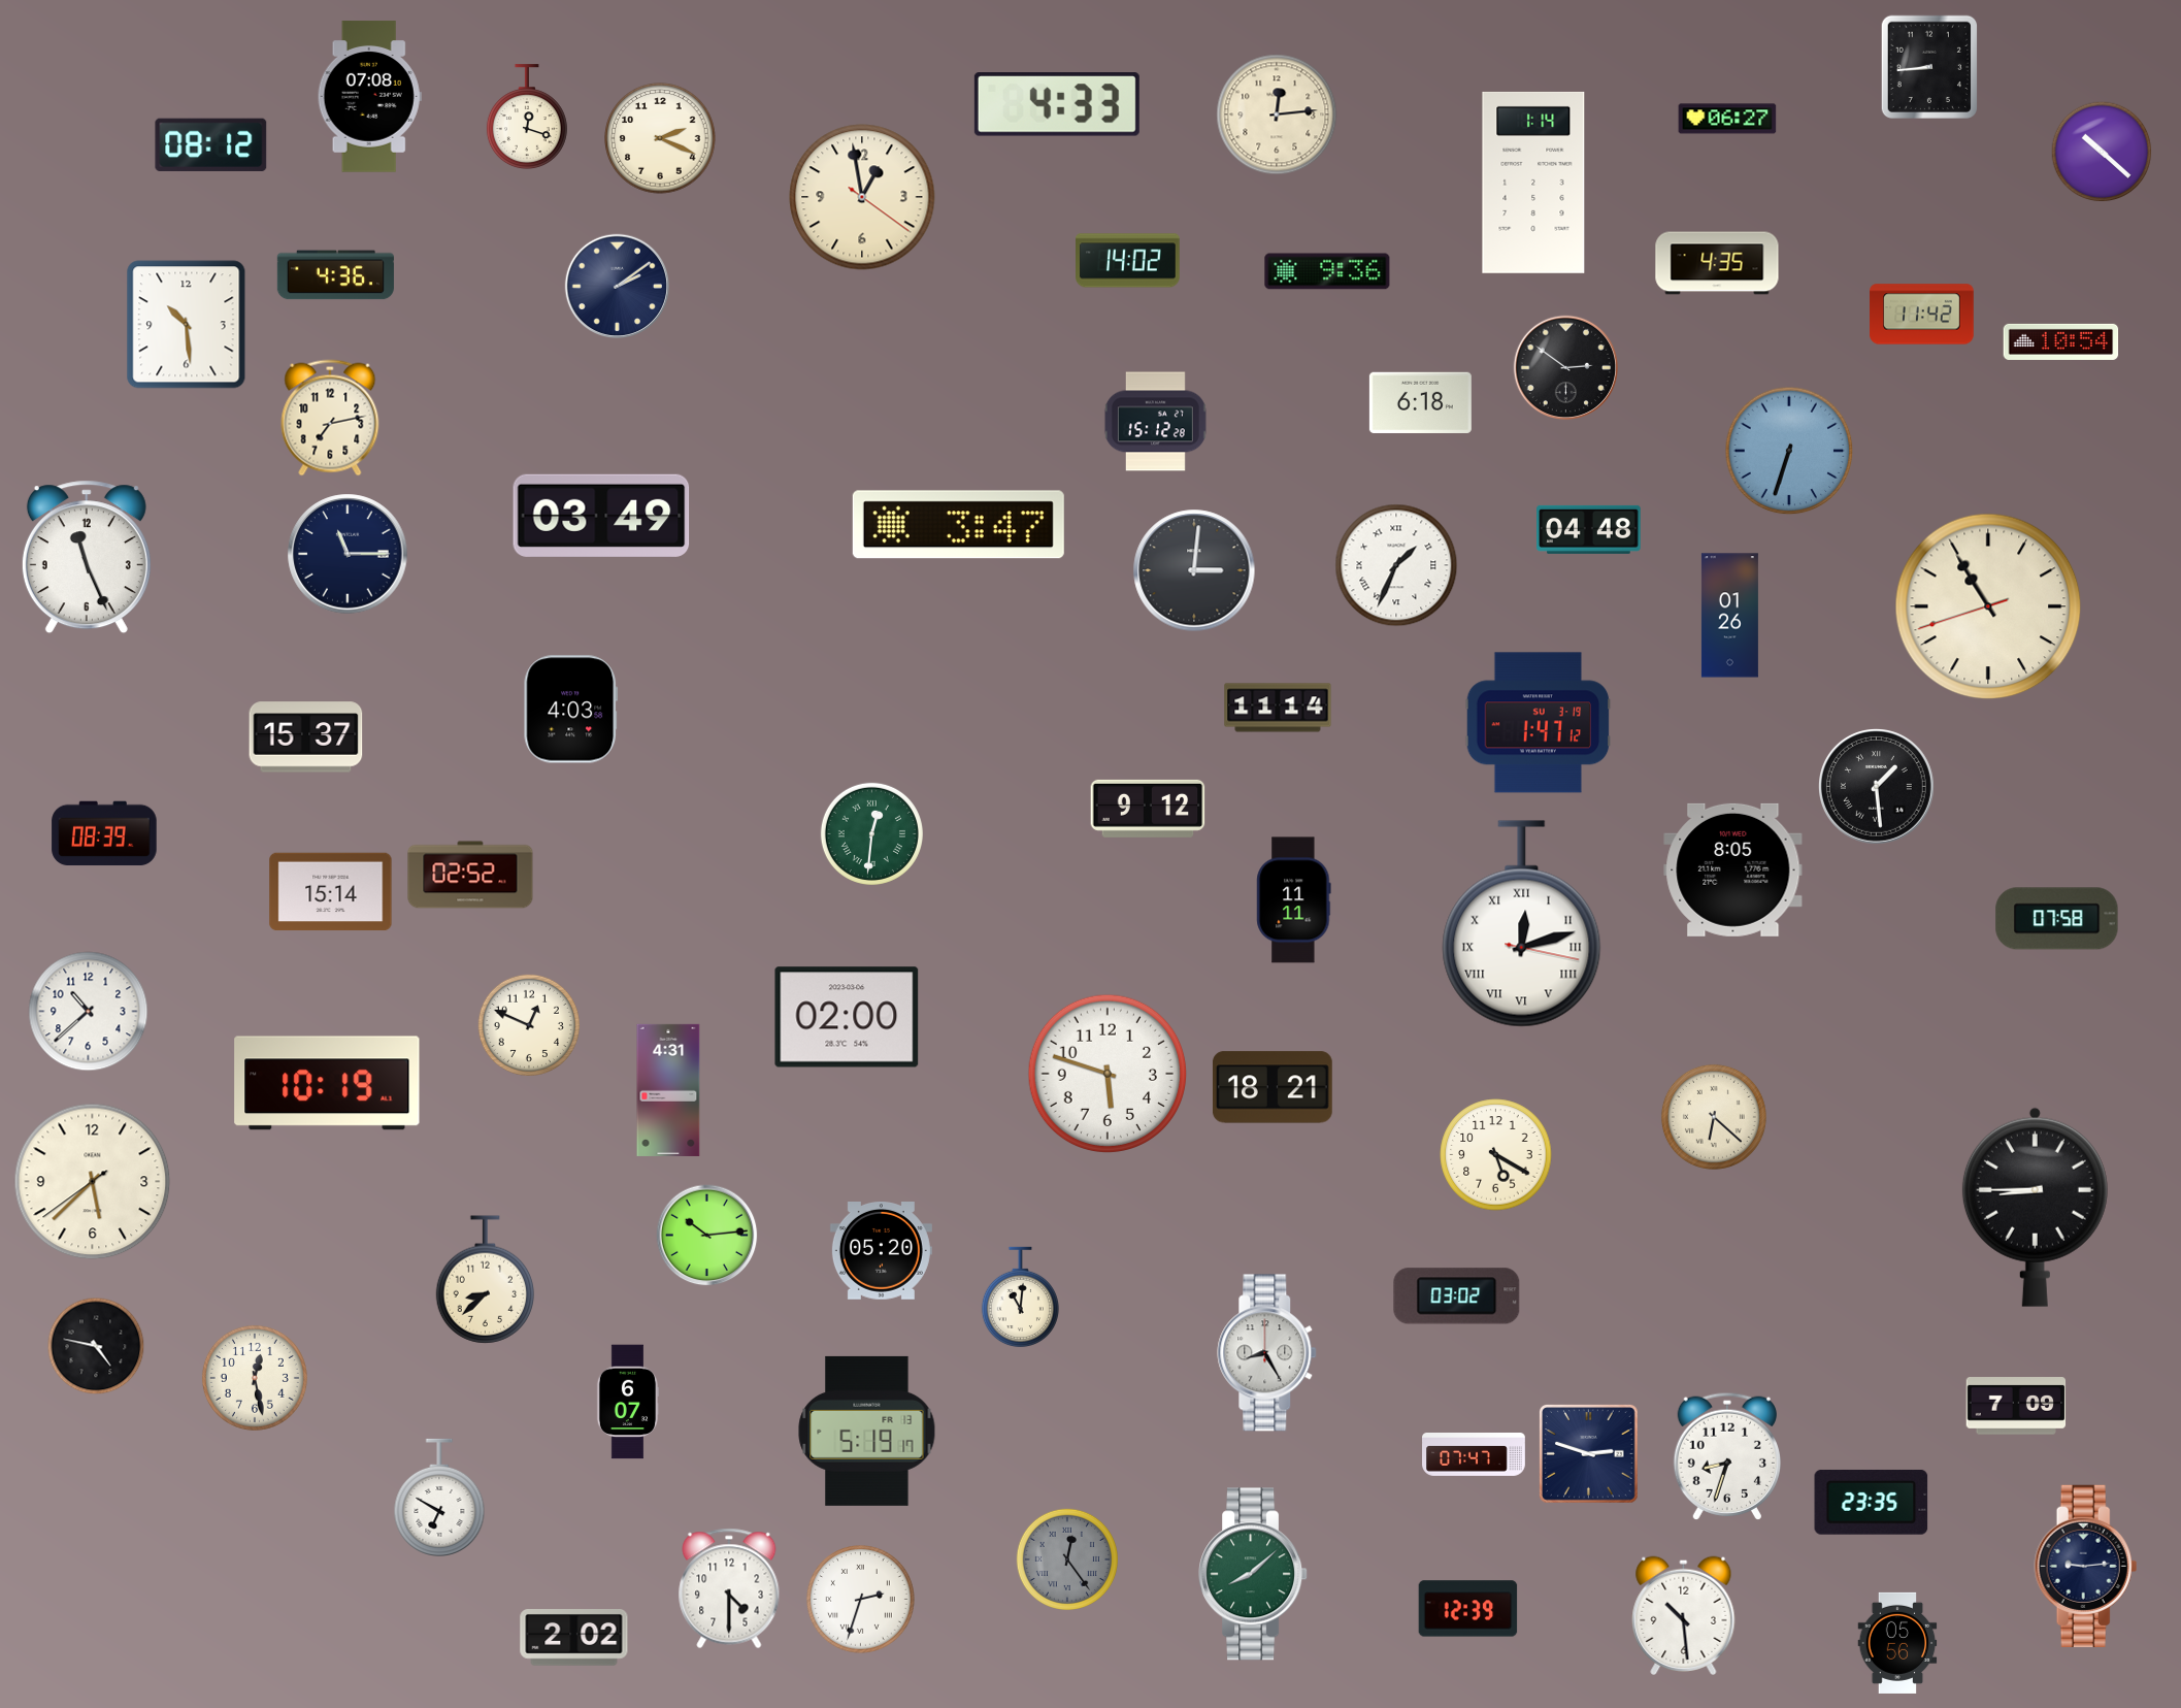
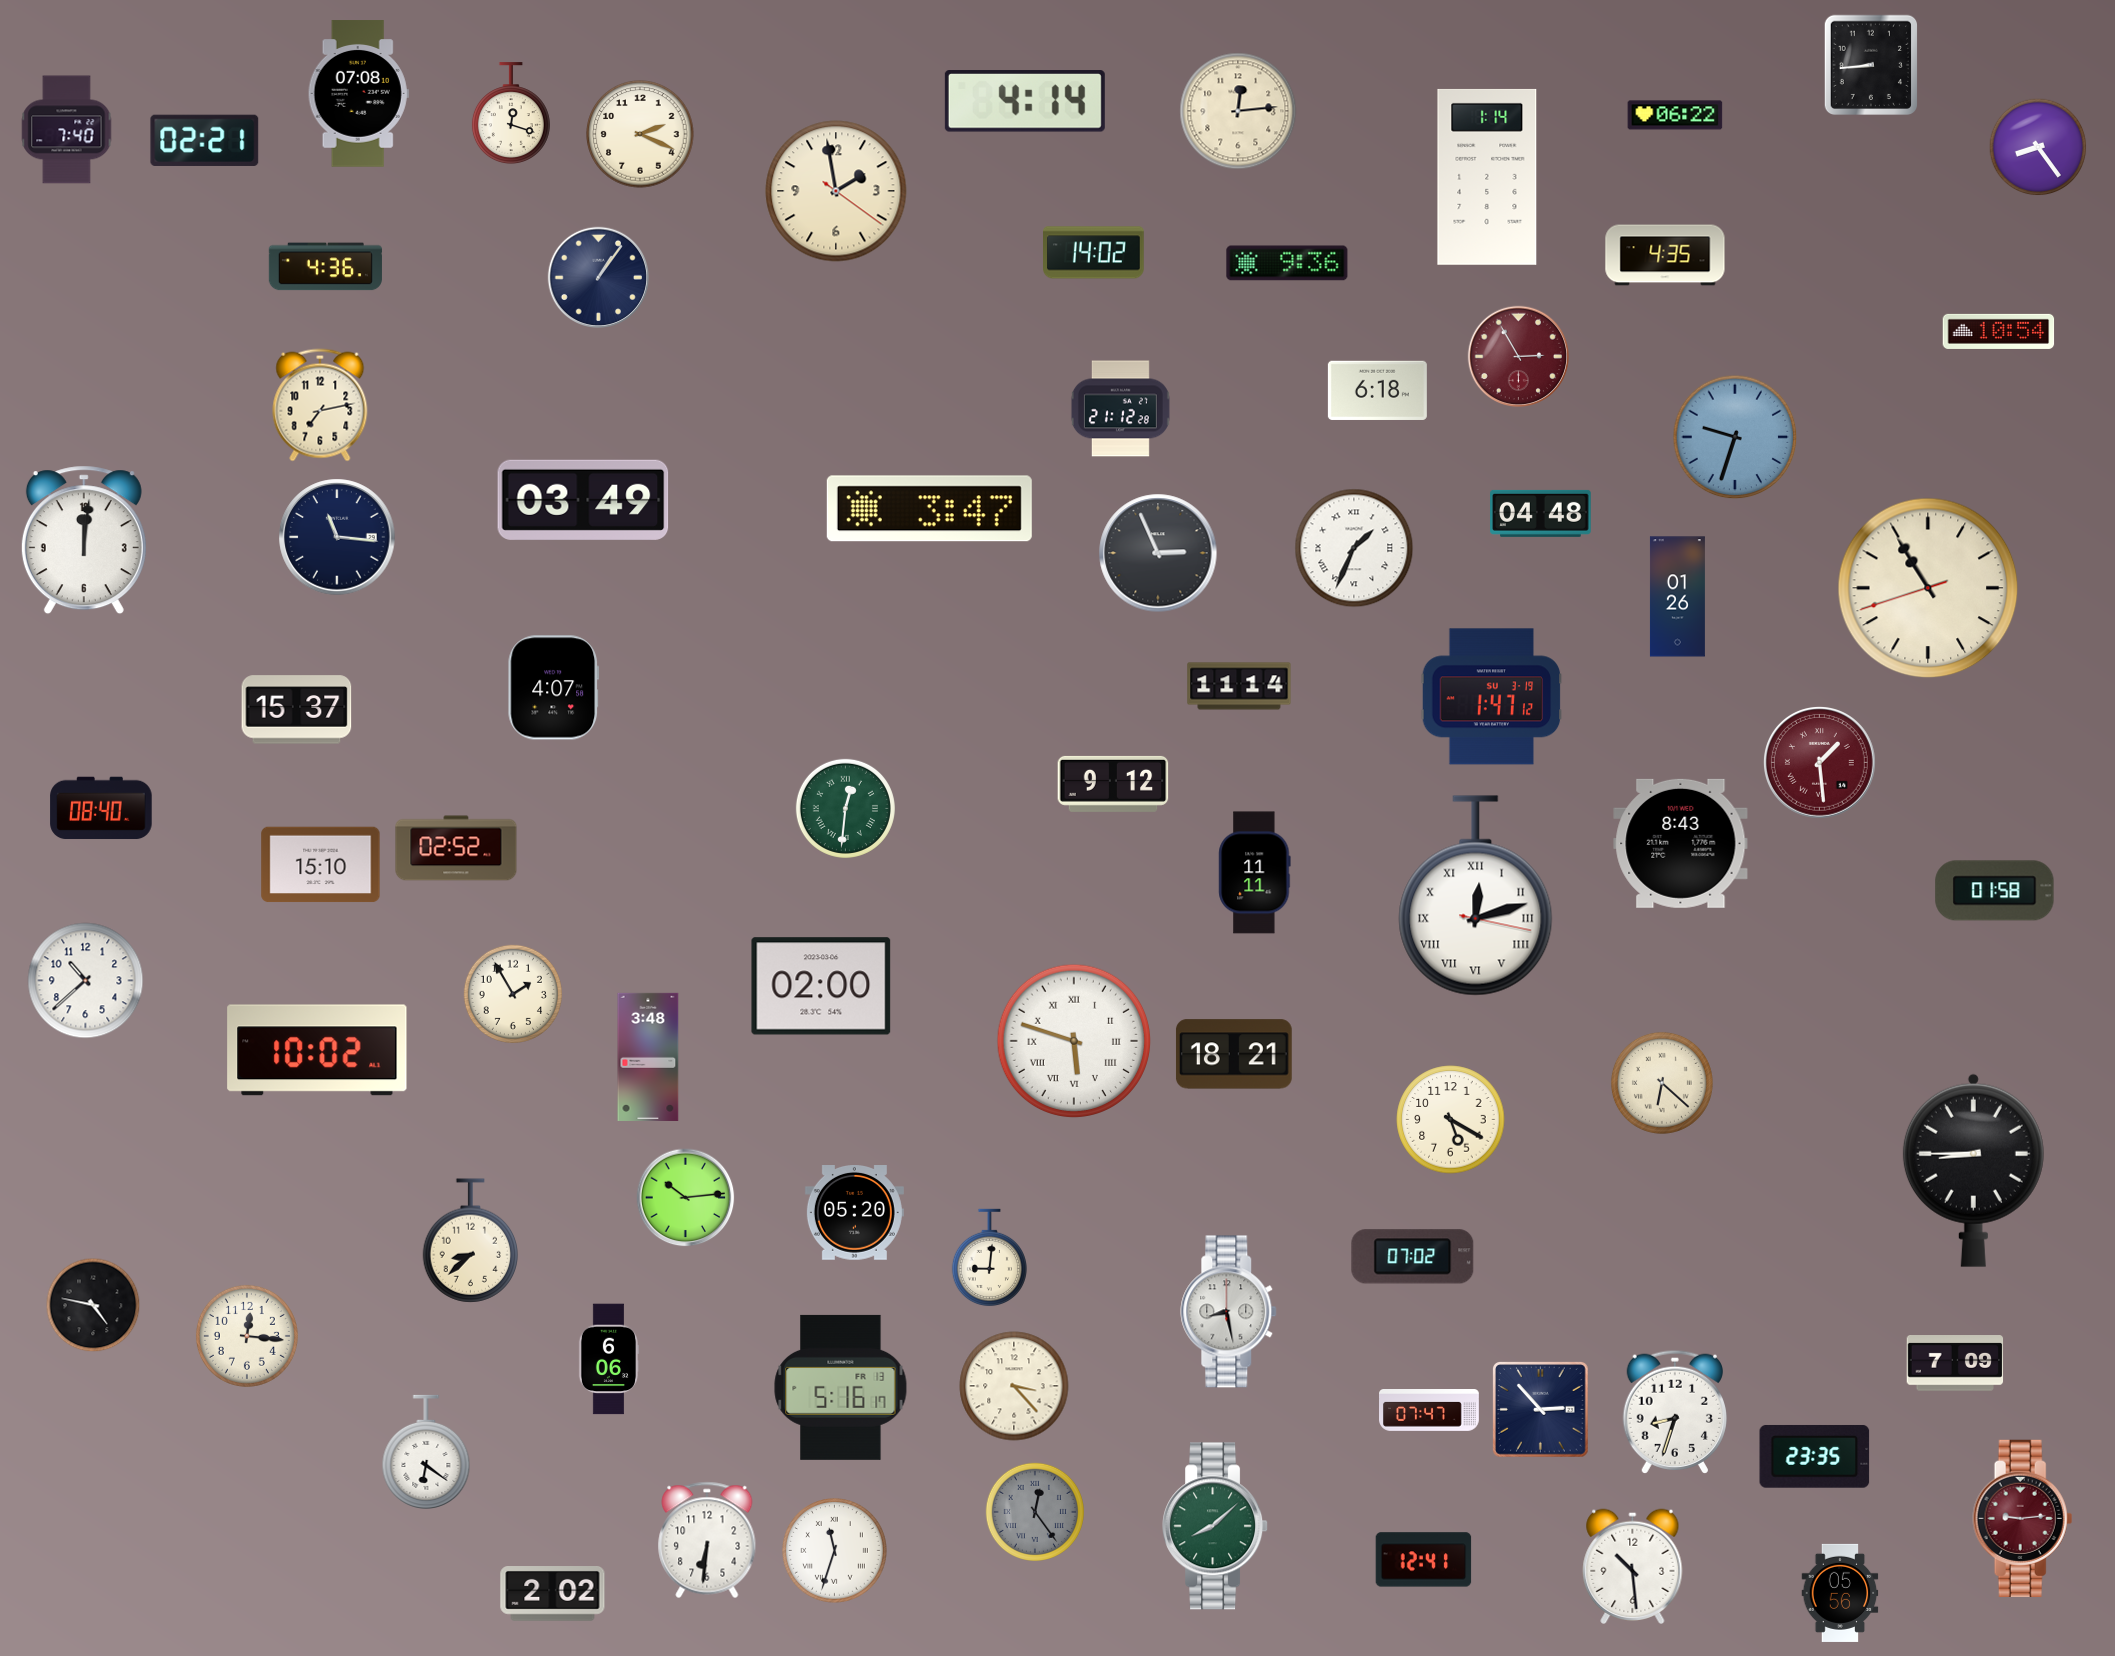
clock at (1057, 104): 4:33 -> 4:14
clock at (1727, 119): 06:27 -> 06:22
clock at (67, 130): none -> 7:40
clock at (211, 144): 08:12 -> 02:21
clock at (2102, 152): 10:22 -> 8:24
clock at (862, 197): 12:58 -> 1:58
clock at (618, 287): 2:09 -> 1:06
clock at (1922, 315): 11:42 -> none
clock at (187, 325): 10:29 -> none
clock at (1566, 368): 2:51 -> 2:55
clock at (1566, 368) dial: black -> burgundy
clock at (1155, 422): 15:12 -> 21:12
clock at (1789, 451): 6:33 -> 9:33
clock at (348, 554): 11:15 -> 11:16
clock at (87, 557): 11:26 -> 12:01
clock at (1194, 570): 3:01 -> 2:56
clock at (571, 710): 4:03 -> 4:07
clock at (1539, 723) position: (1539, 723) -> (1492, 697)
clock at (306, 737) position: (306, 737) -> (297, 710)
clock at (1877, 787) dial: black -> burgundy
clock at (104, 833): 08:39 -> 08:40
clock at (1733, 869): 8:05 -> 8:43
clock at (331, 892): 15:14 -> 15:10
clock at (2057, 919): 07:58 -> 01:58
clock at (528, 1024): 12:49 -> 1:55
clock at (1108, 1074) numerals: Arabic -> Roman
clock at (327, 1083): 10:19 -> 10:02
clock at (668, 1090): 4:31 -> 3:48
clock at (93, 1182): 5:37 -> none
clock at (1457, 1296): 03:02 -> 07:02
clock at (1020, 1298): 11:01 -> 9:01
clock at (1267, 1353): 8:25 -> 8:28
clock at (255, 1378): 12:28 -> 12:16
clock at (628, 1402): 6:07 -> 6:06
clock at (1014, 1386): none -> 3:23
clock at (867, 1431): 5:19 -> 5:16
clock at (1589, 1454): 2:48 -> 2:53
clock at (439, 1498): 6:50 -> 6:21
clock at (2086, 1566) dial: navy -> burgundy
clock at (729, 1588): 4:30 -> 6:31
clock at (861, 1600): 2:33 -> 11:33
clock at (1468, 1609): 12:39 -> 12:41
clock at (574, 1638) position: (574, 1638) -> (553, 1594)
